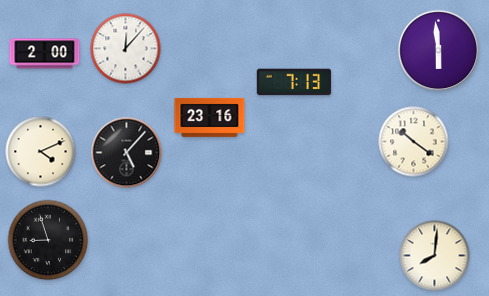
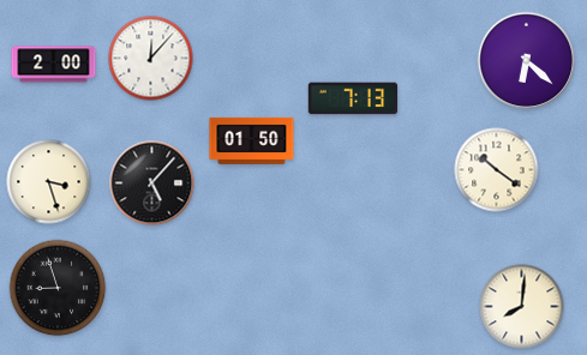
clock at (439, 51): 5:59 -> 6:22
clock at (210, 117): 23:16 -> 01:50
clock at (41, 152): 4:11 -> 3:27
